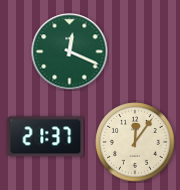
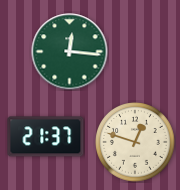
clock at (70, 52): 12:19 -> 12:16
clock at (135, 142): 12:06 -> 12:48
